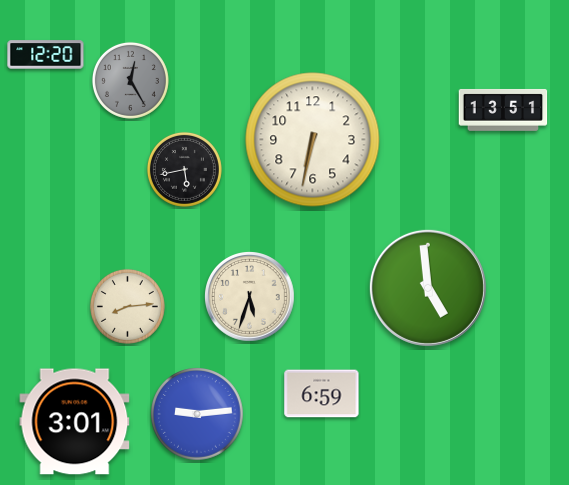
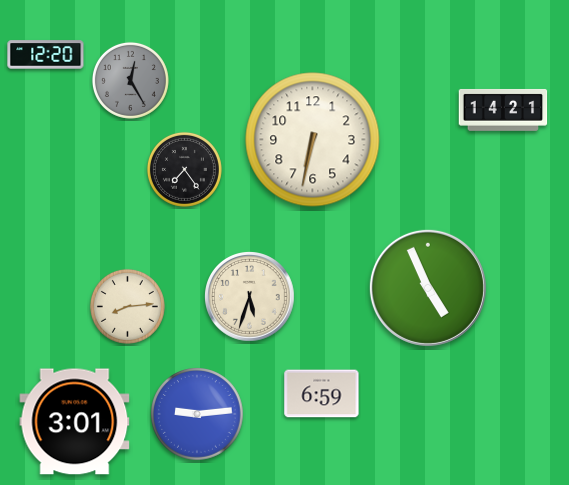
clock at (503, 110): 13:51 -> 14:21
clock at (184, 169): 5:43 -> 7:24
clock at (428, 288): 4:59 -> 4:56
